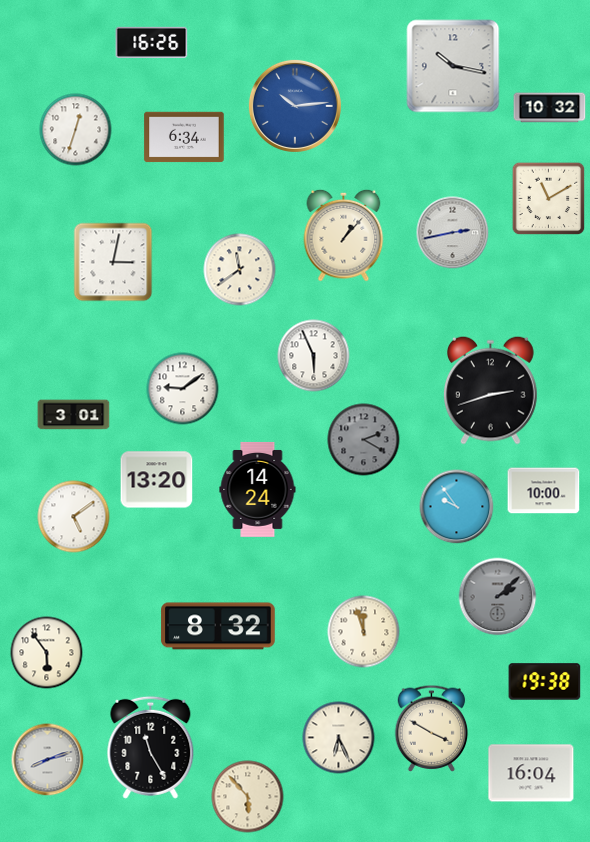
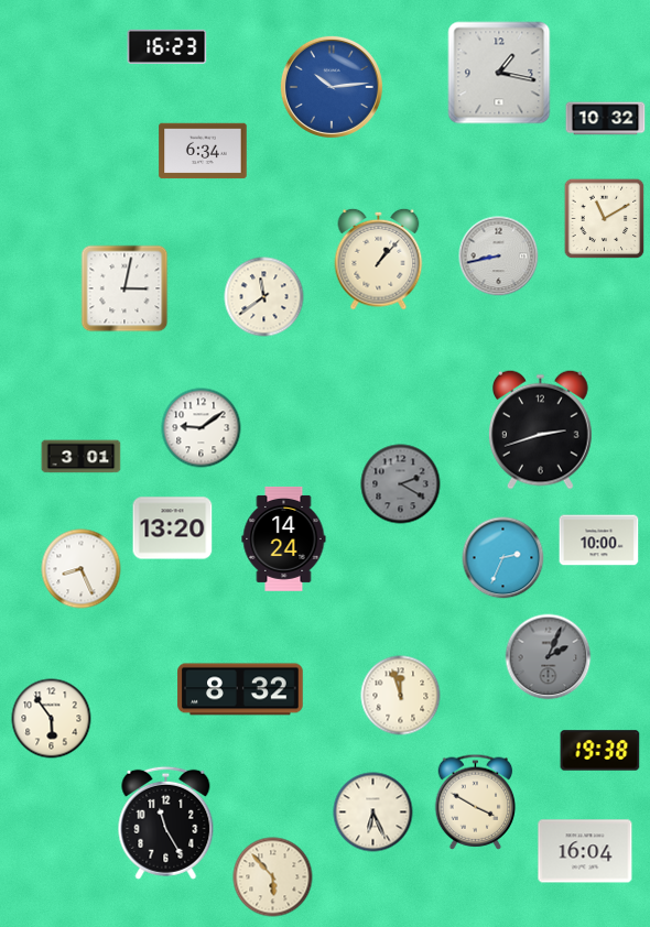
clock at (152, 42): 16:26 -> 16:23
clock at (453, 66): 10:17 -> 1:17
clock at (295, 106) position: (295, 106) -> (332, 87)
clock at (76, 130): 12:33 -> none
clock at (453, 233): 2:43 -> 8:43
clock at (314, 356): 5:56 -> none
clock at (457, 507): 9:54 -> 2:34
clock at (74, 517): 5:09 -> 8:26
clock at (498, 597): 2:08 -> 2:04
clock at (48, 760): 8:12 -> none
